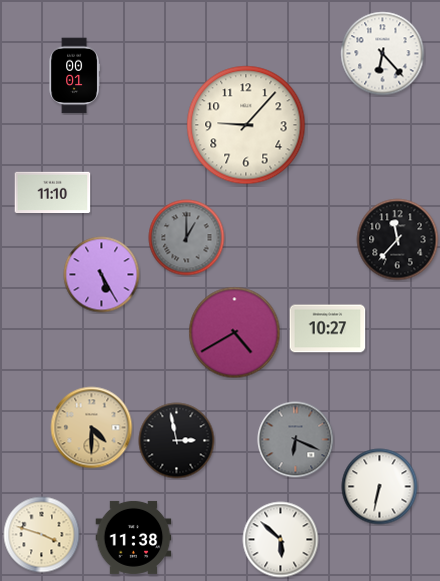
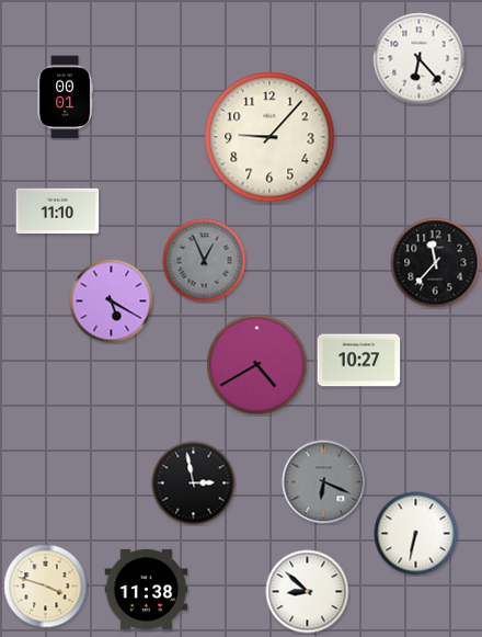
clock at (74, 76) position: (74, 76) -> (65, 98)
clock at (187, 238): 1:00 -> 12:56
clock at (102, 275): 5:25 -> 5:20
clock at (92, 428): 4:30 -> none
clock at (281, 540): 5:52 -> 8:52
